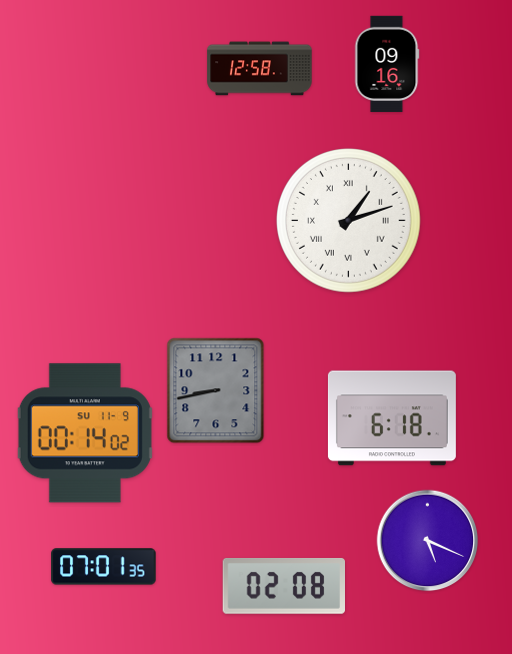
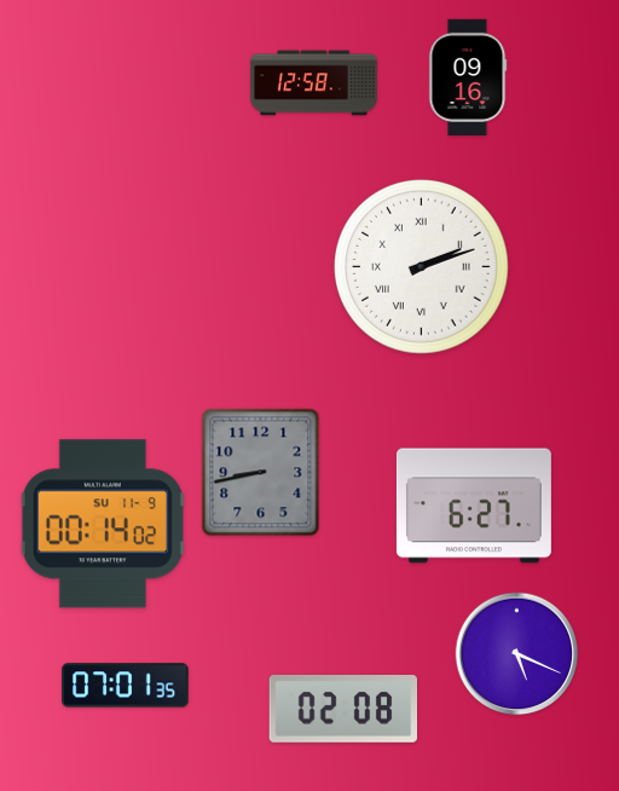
clock at (348, 220): 1:12 -> 2:12
clock at (392, 418): 6:18 -> 6:27
